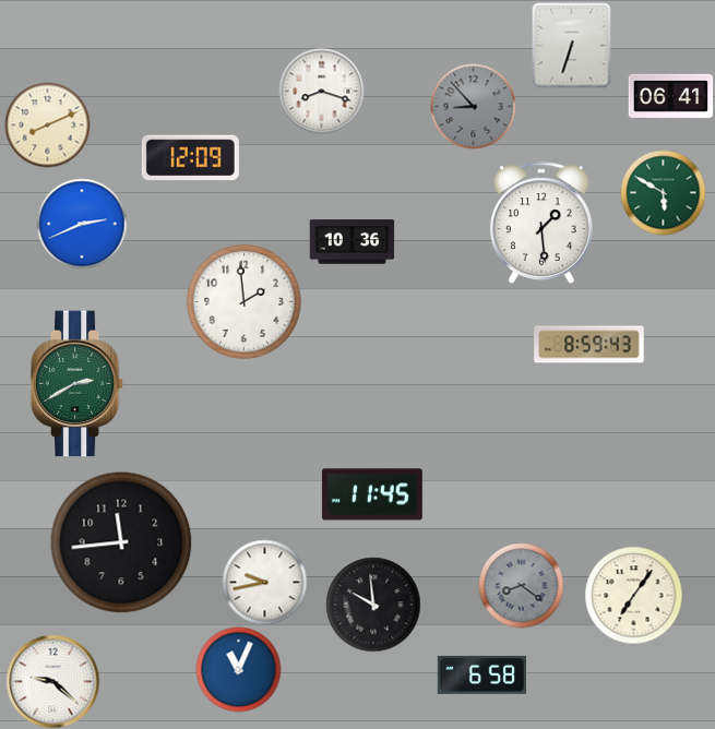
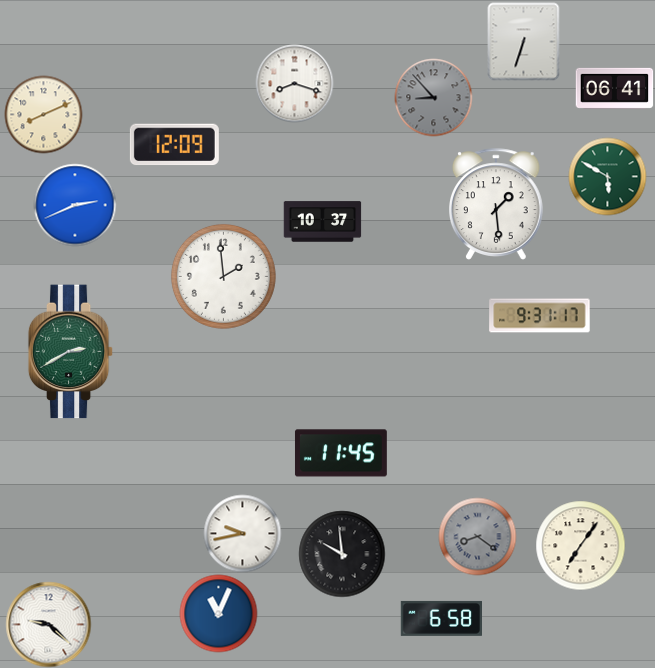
clock at (351, 242): 10:36 -> 10:37
clock at (589, 345): 8:59 -> 9:31
clock at (121, 542): 11:44 -> none
